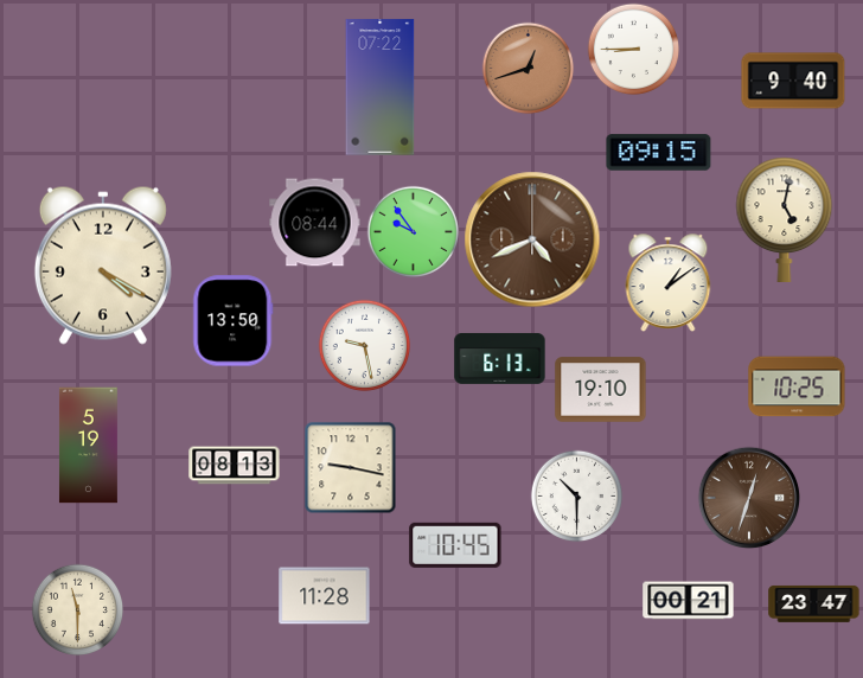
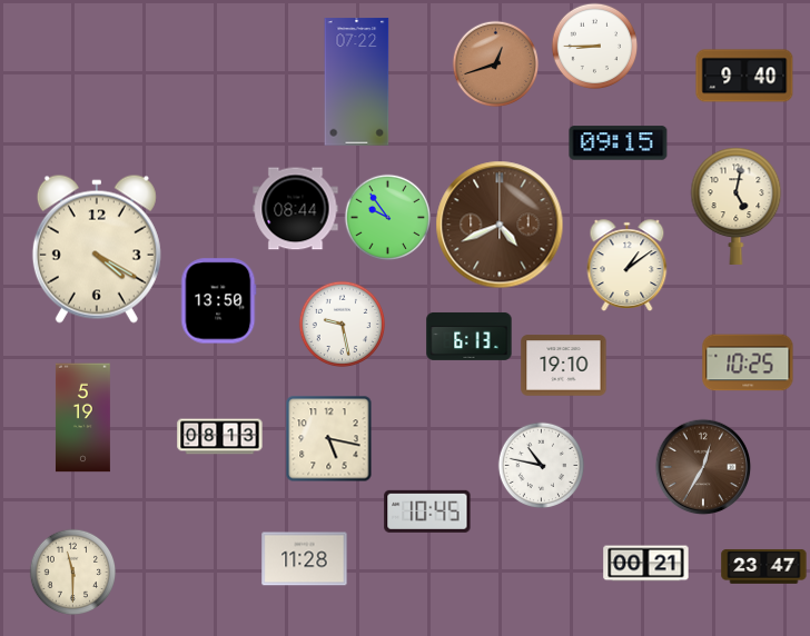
clock at (350, 467): 9:17 -> 5:17
clock at (576, 495): 10:30 -> 10:47
clock at (749, 498): 12:33 -> 12:35
